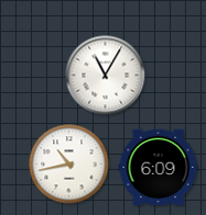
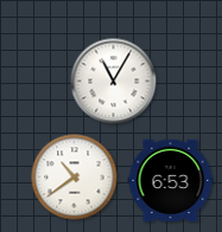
clock at (69, 165): 10:43 -> 10:39
clock at (159, 168): 6:09 -> 6:53
